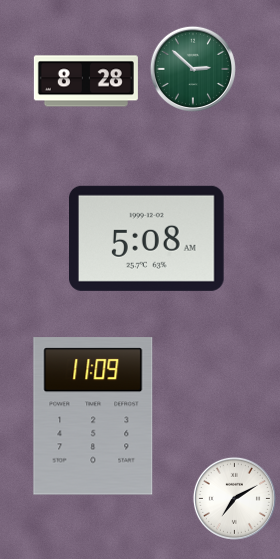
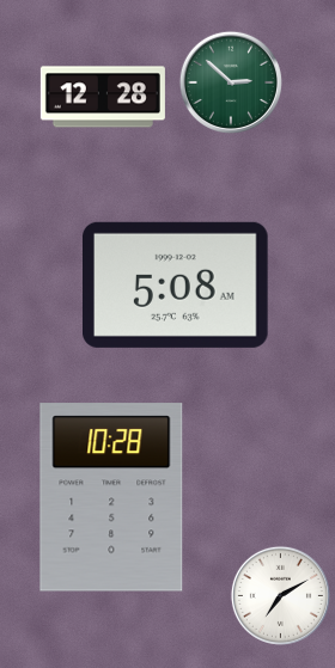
clock at (86, 81): 8:28 -> 12:28
clock at (93, 416): 11:09 -> 10:28
